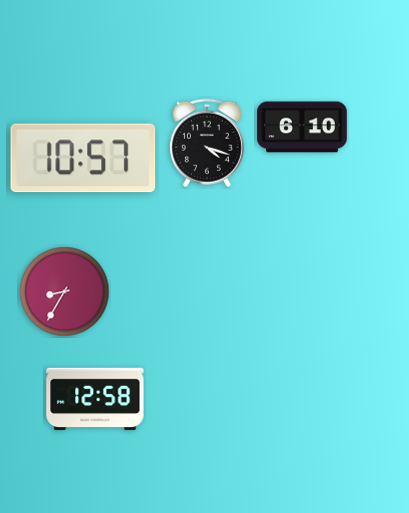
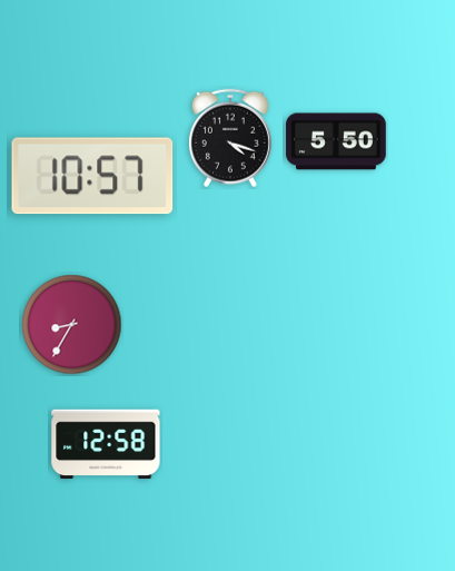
clock at (302, 127): 6:10 -> 5:50
clock at (207, 143) position: (207, 143) -> (230, 138)
